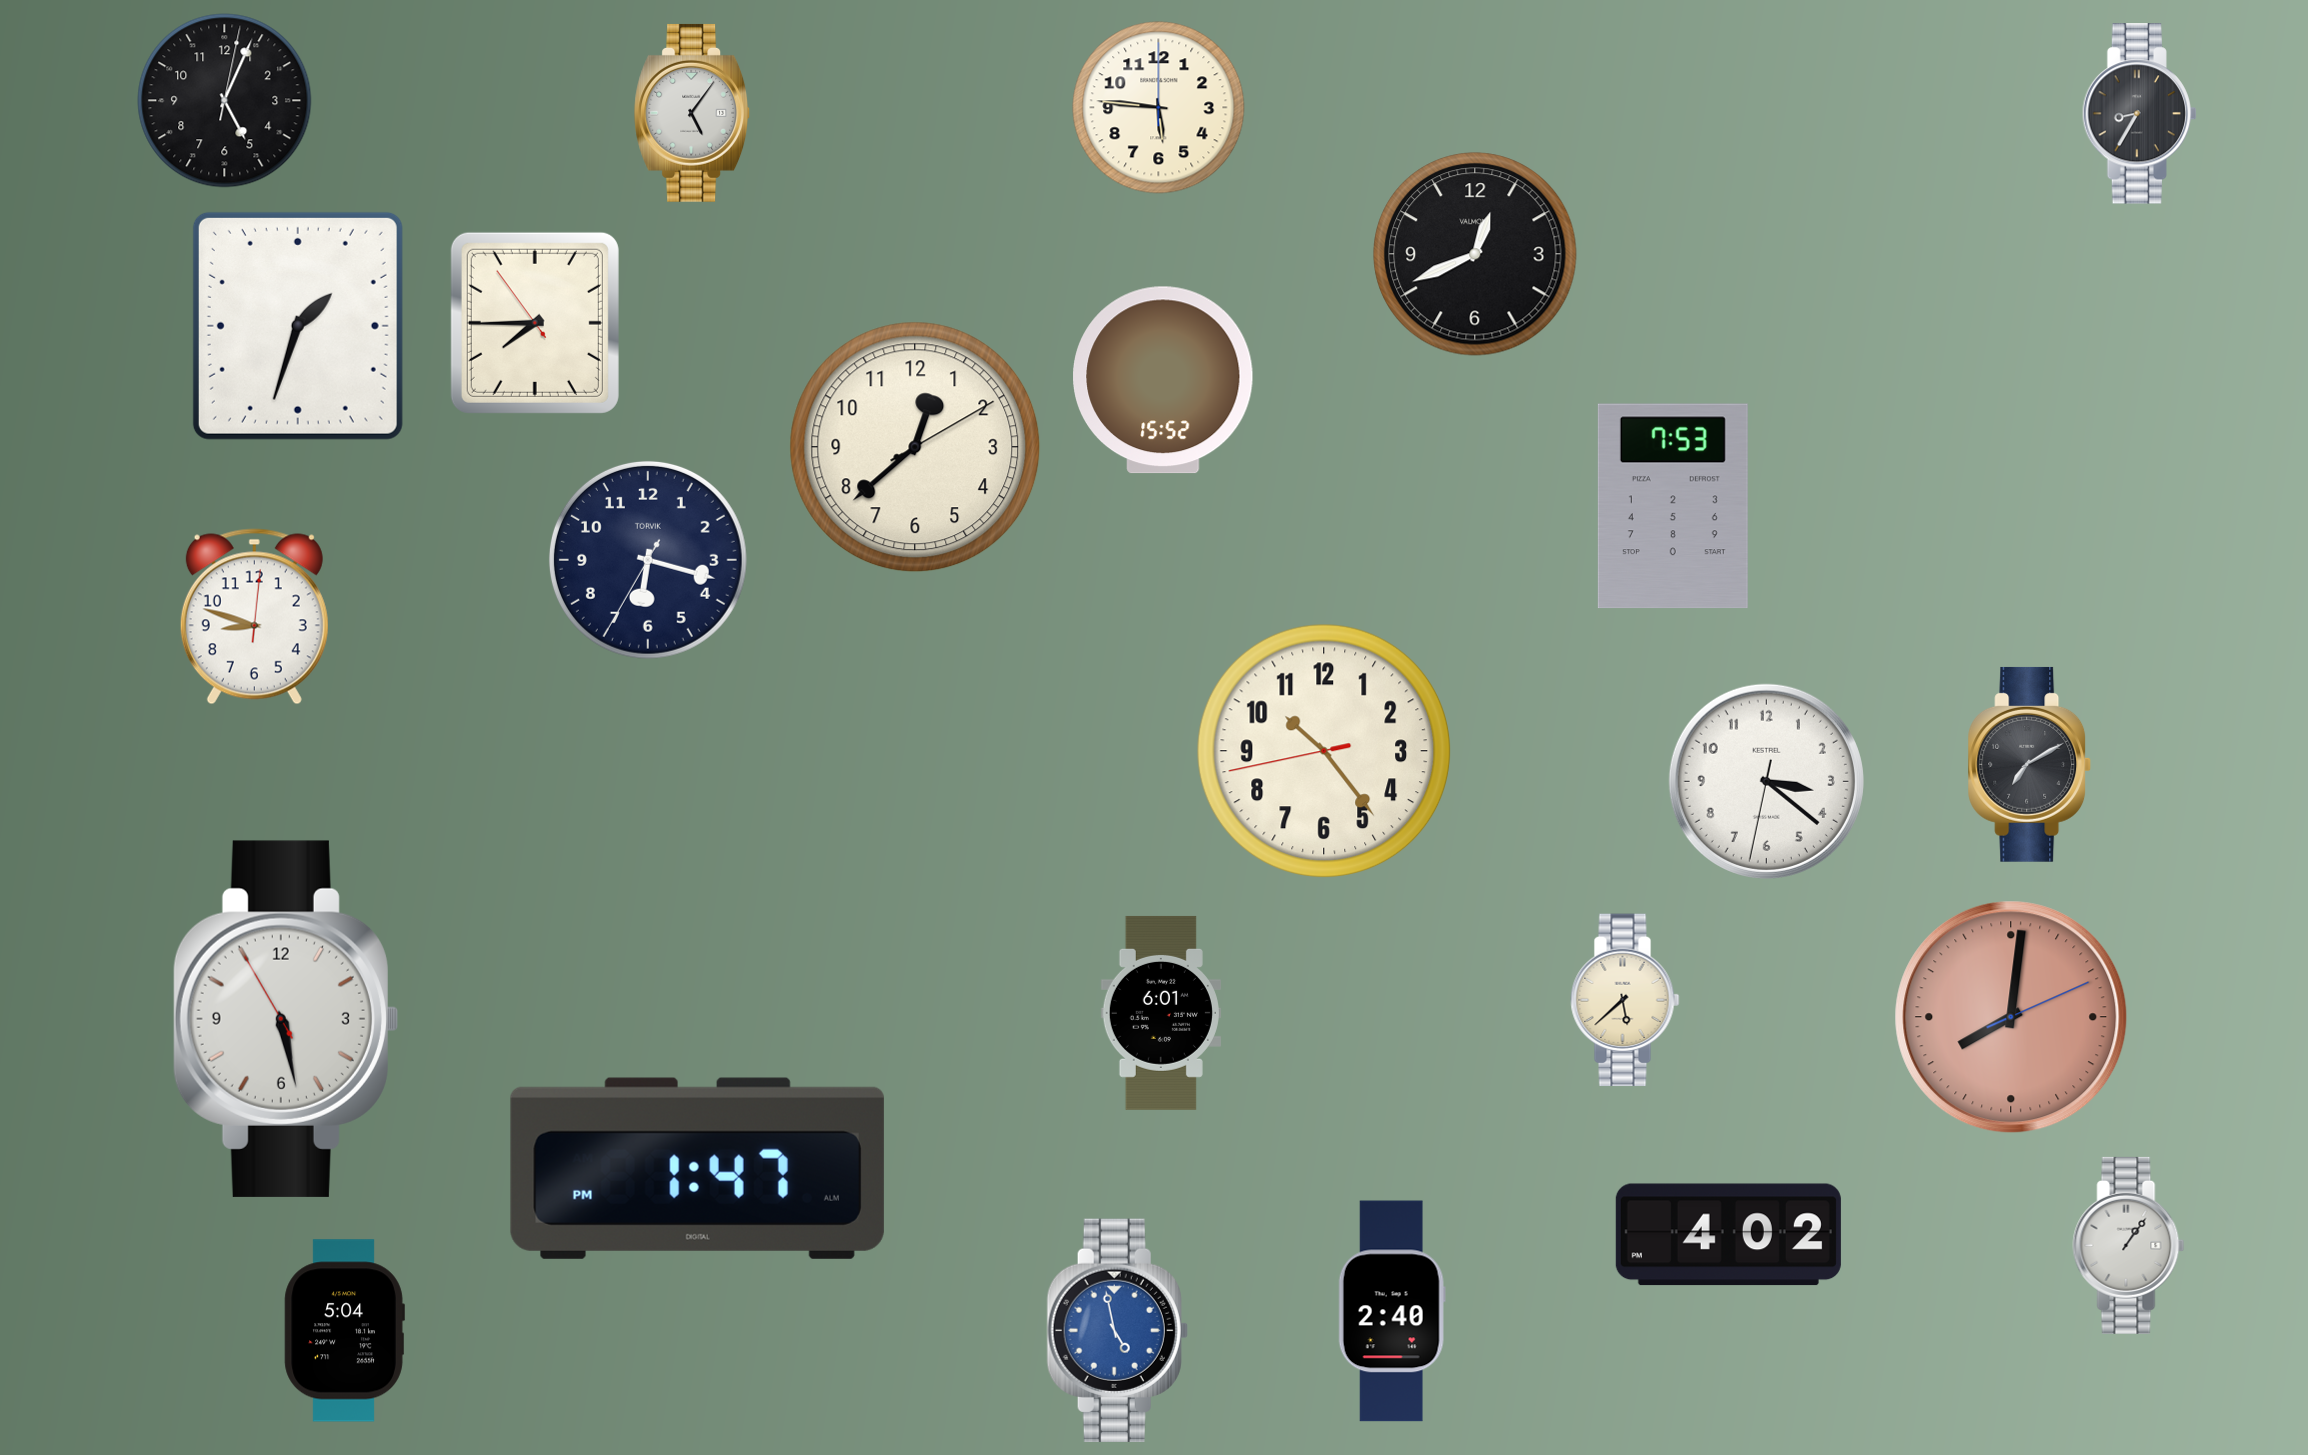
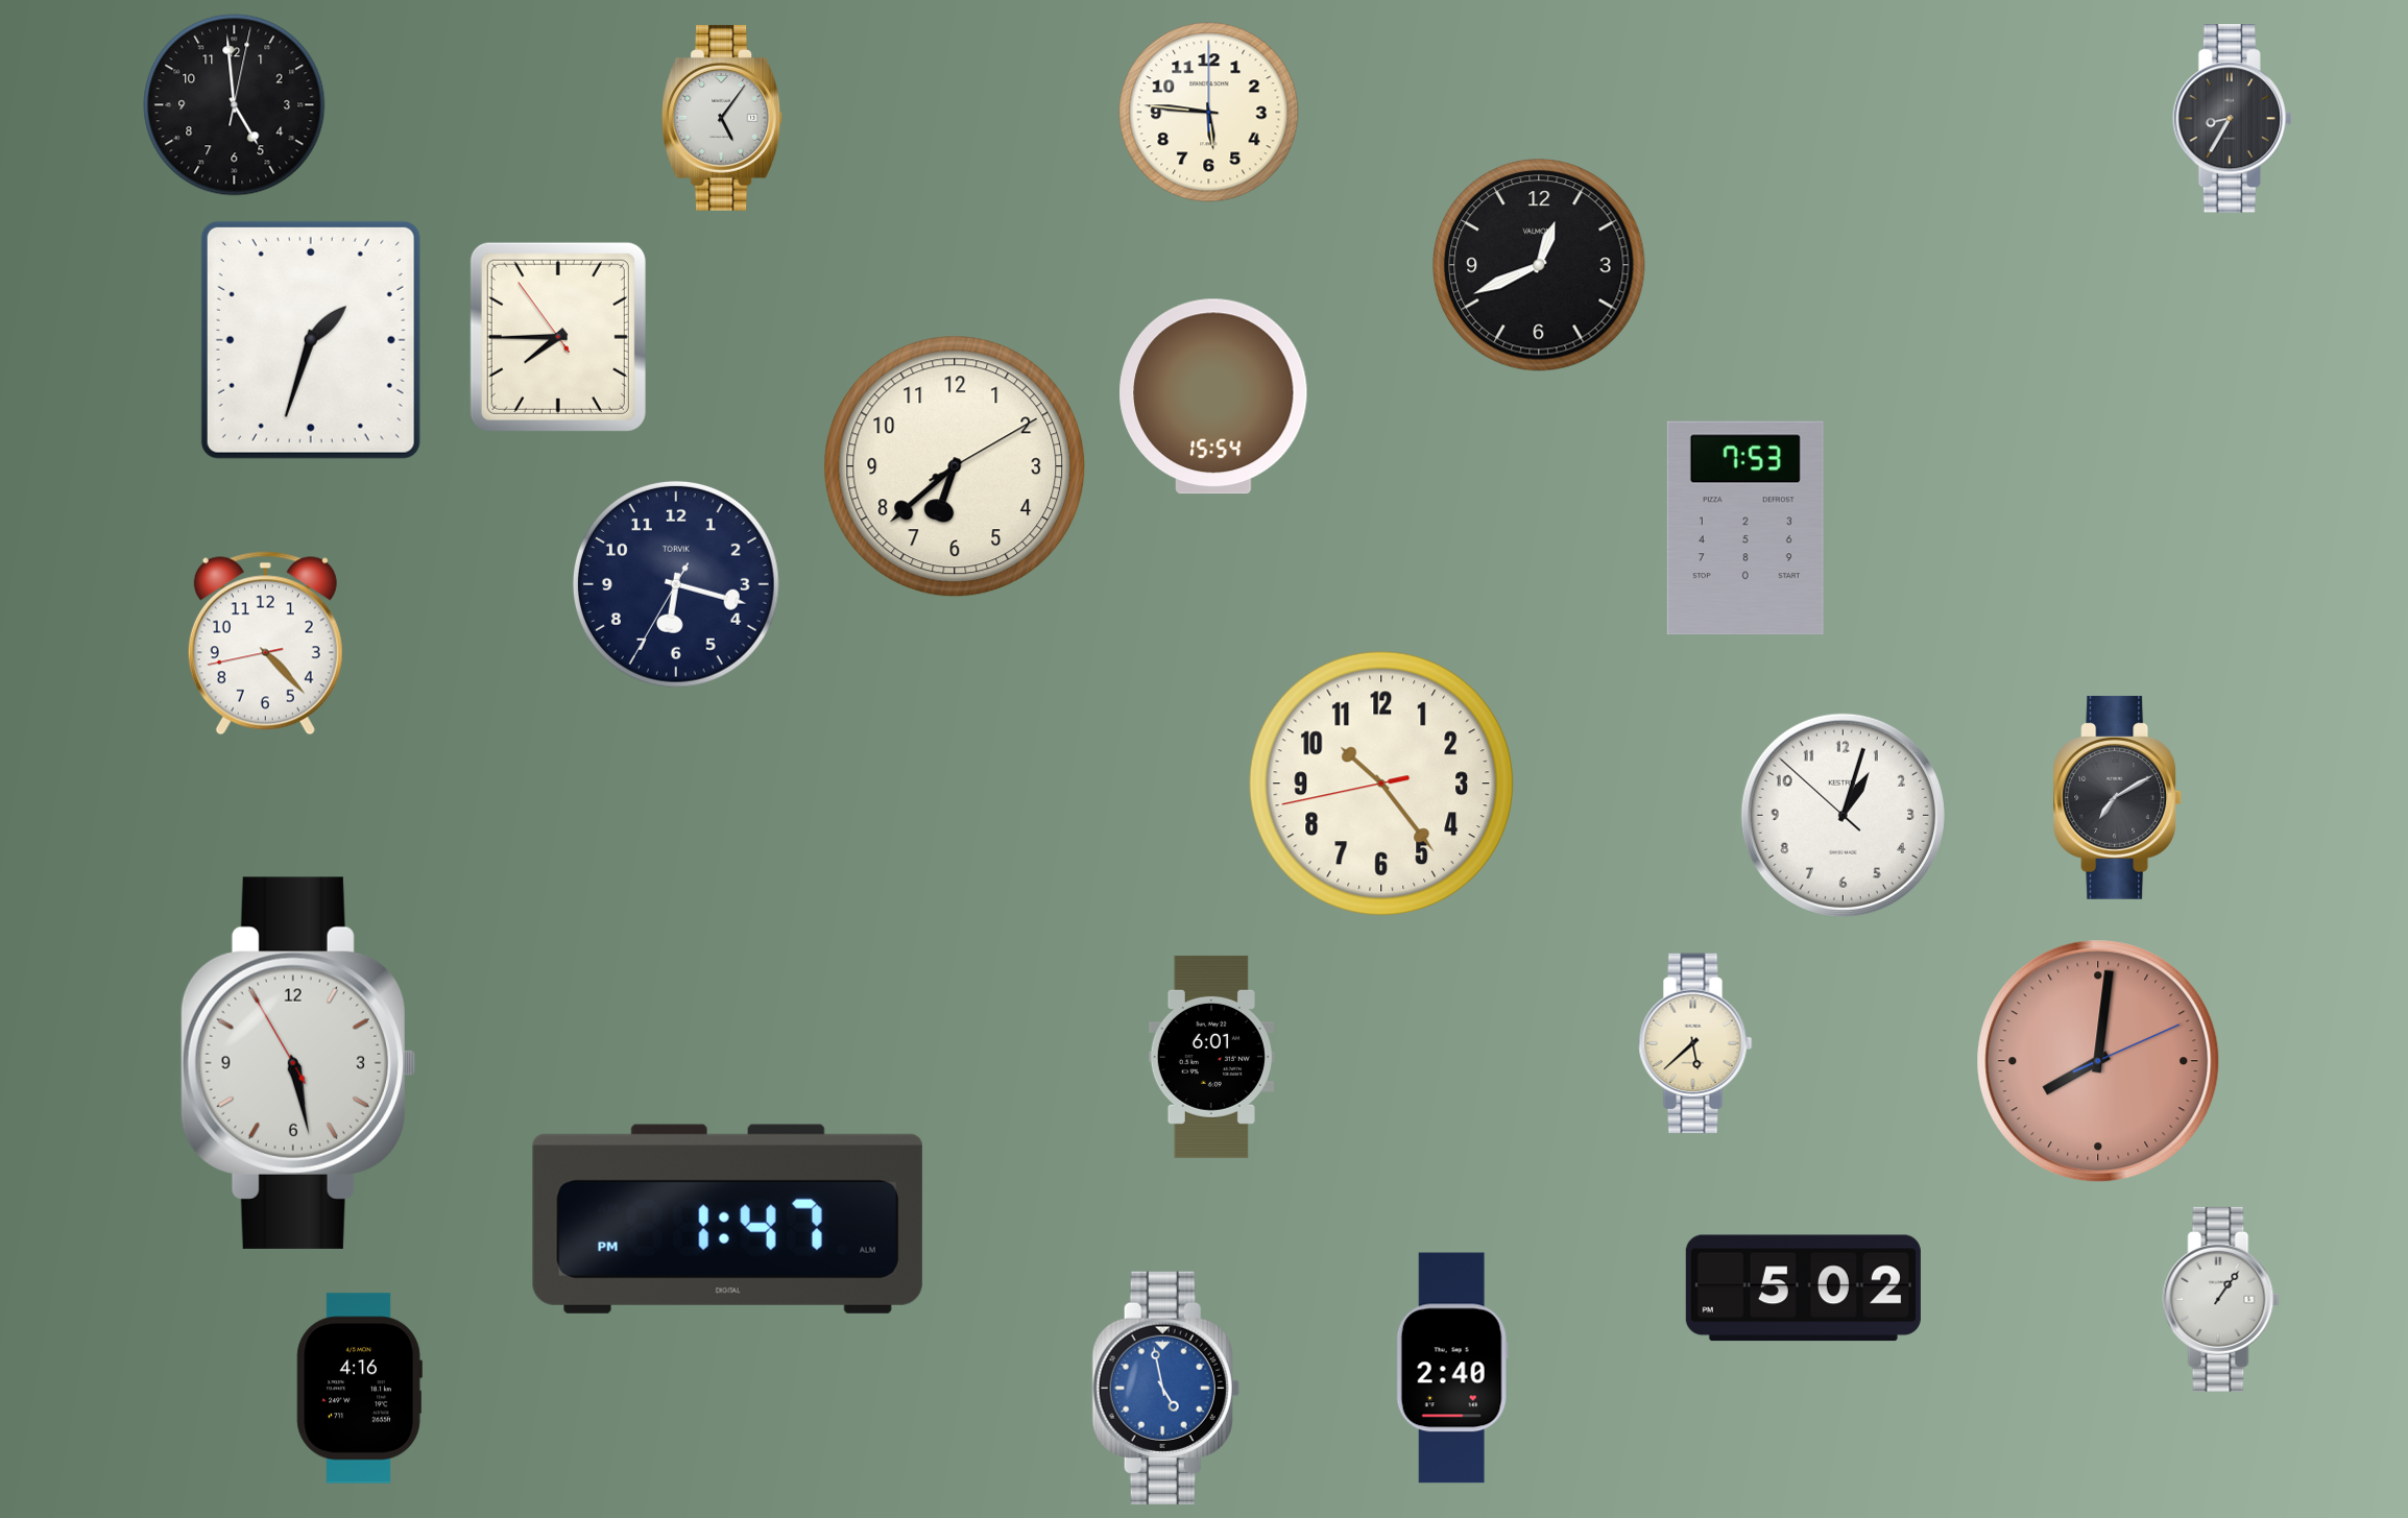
clock at (225, 101): 5:04 -> 4:59
clock at (1163, 380): 15:52 -> 15:54
clock at (915, 447): 12:38 -> 6:38
clock at (254, 617): 8:48 -> 4:22
clock at (1766, 781): 3:21 -> 1:02
clock at (1728, 1235): 4:02 -> 5:02
clock at (344, 1331): 5:04 -> 4:16
